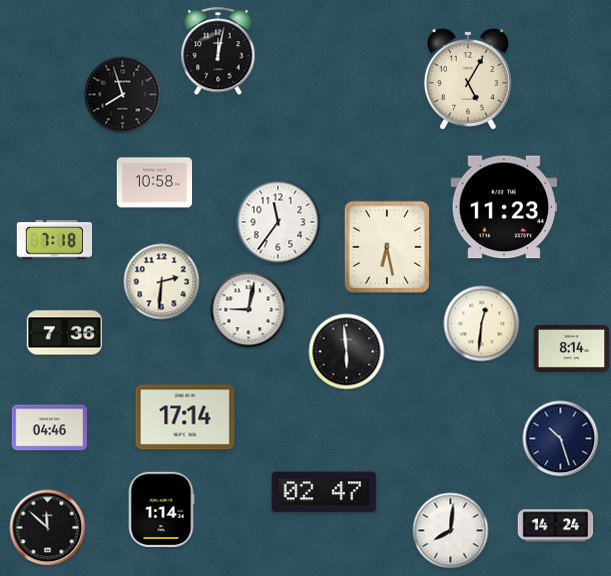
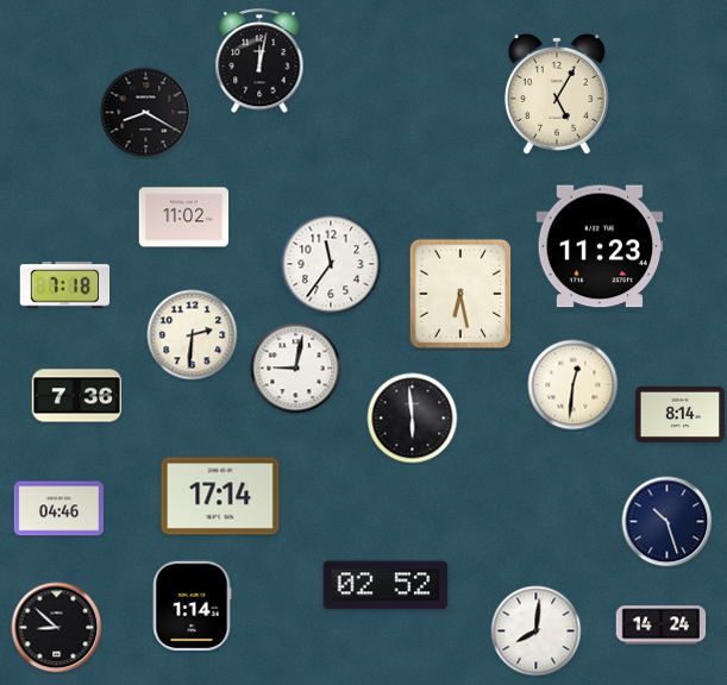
clock at (123, 95): 7:57 -> 8:20
clock at (155, 183): 10:58 -> 11:02
clock at (324, 492): 02:47 -> 02:52
clock at (48, 528): 11:52 -> 8:52
